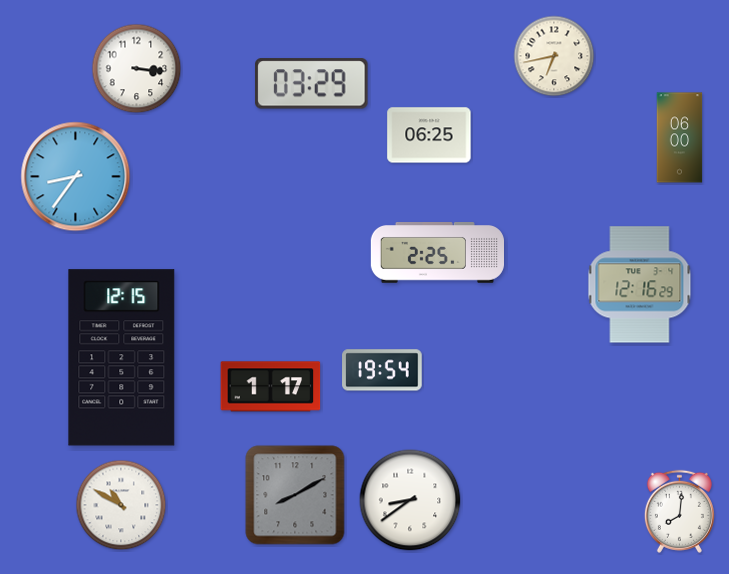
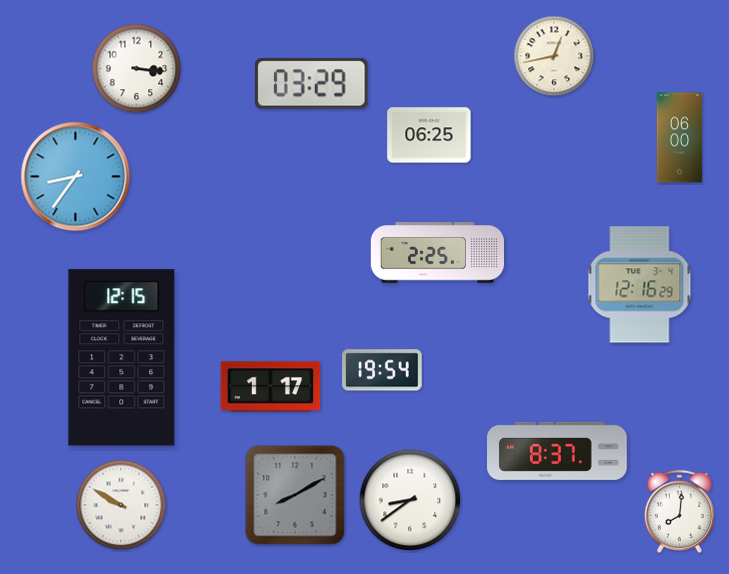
clock at (554, 56): 6:43 -> 12:43
clock at (558, 451): none -> 8:37
clock at (121, 505): 10:50 -> 9:50
